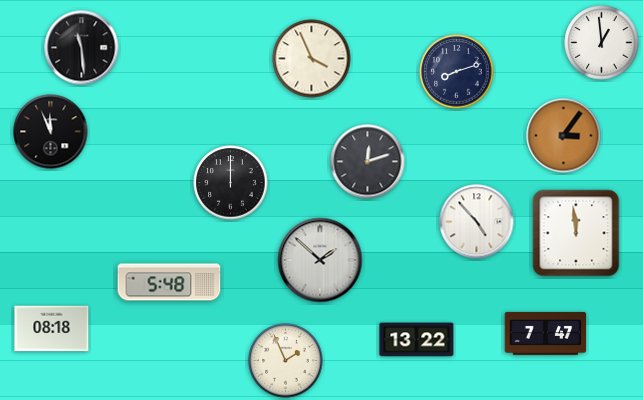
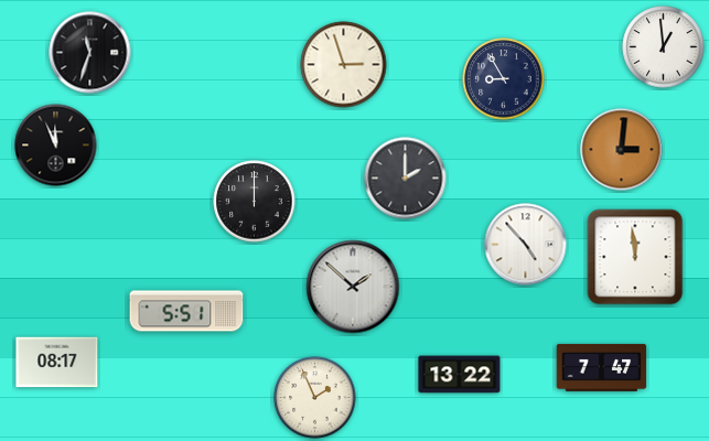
clock at (82, 48): 11:29 -> 11:33
clock at (312, 59): 3:56 -> 2:57
clock at (457, 72): 8:12 -> 8:55
clock at (564, 136): 3:06 -> 3:01
clock at (368, 162): 12:12 -> 2:00
clock at (169, 282): 5:48 -> 5:51
clock at (52, 329): 08:18 -> 08:17
